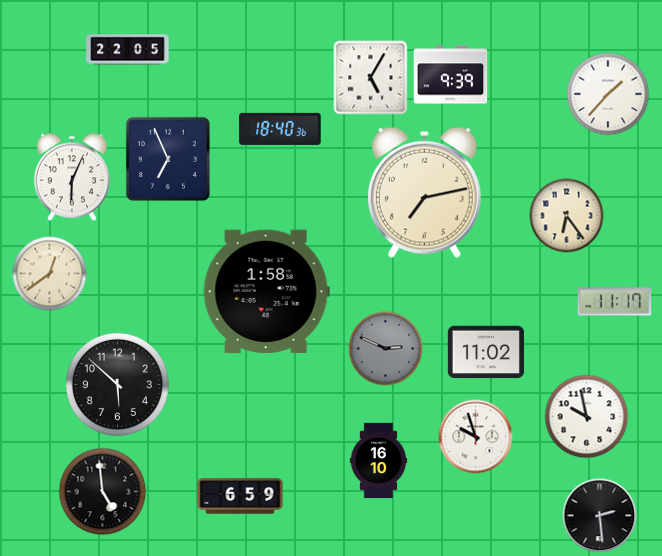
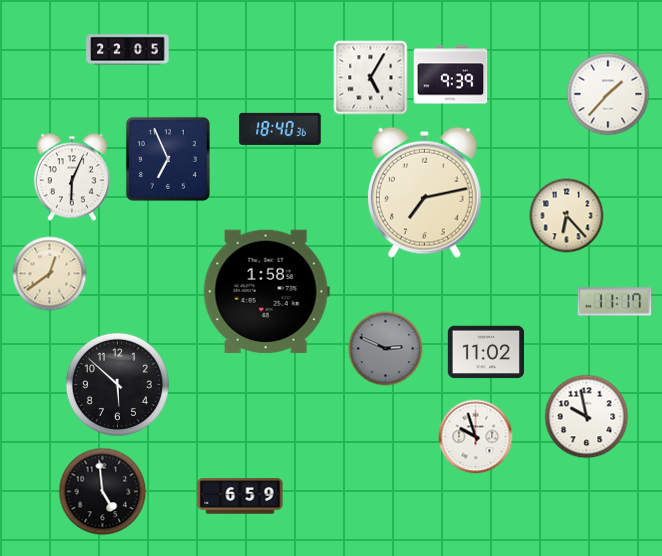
clock at (567, 216): 6:24 -> 6:23
clock at (379, 461): 16:10 -> none
clock at (600, 516): 2:29 -> none
